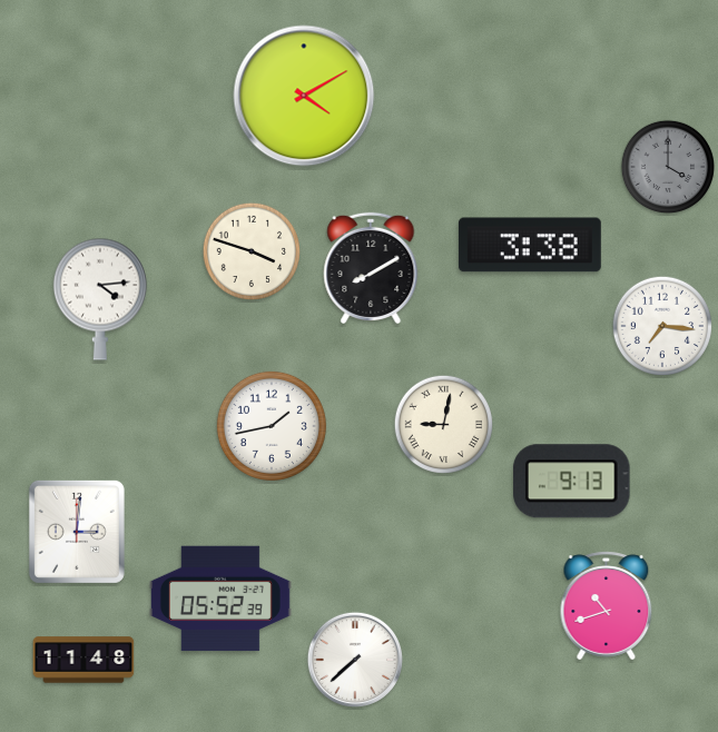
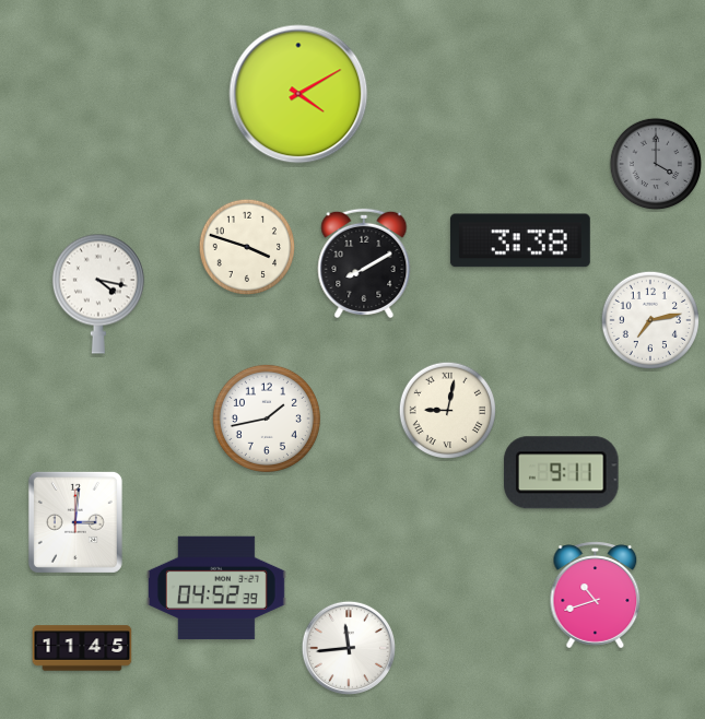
clock at (100, 299): 4:14 -> 4:17
clock at (661, 325): 7:16 -> 7:13
clock at (443, 424) position: (443, 424) -> (447, 410)
clock at (572, 482): 9:13 -> 9:11
clock at (220, 599): 05:52 -> 04:52
clock at (83, 660): 11:48 -> 11:45
clock at (355, 660): 7:38 -> 11:44
